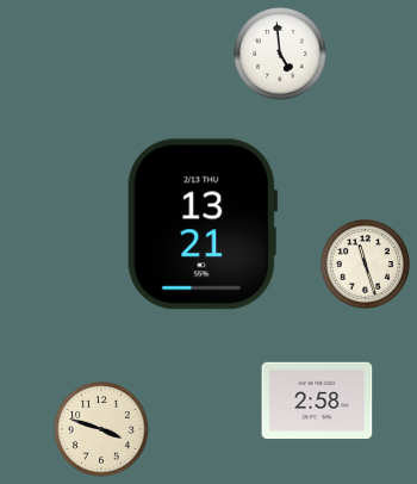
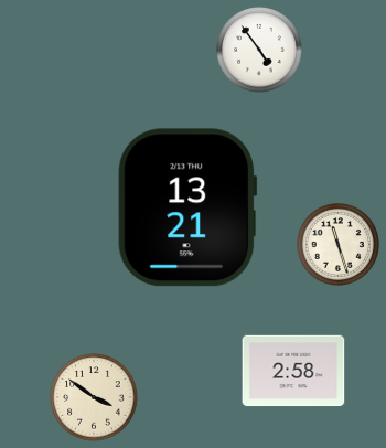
clock at (280, 54): 4:59 -> 4:54
clock at (101, 429): 3:48 -> 3:51
